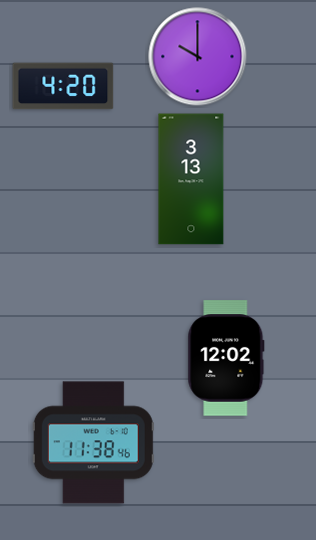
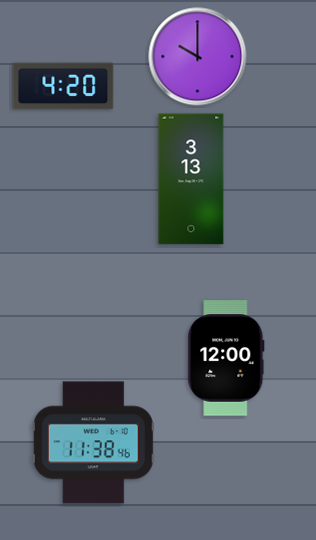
clock at (226, 358): 12:02 -> 12:00
